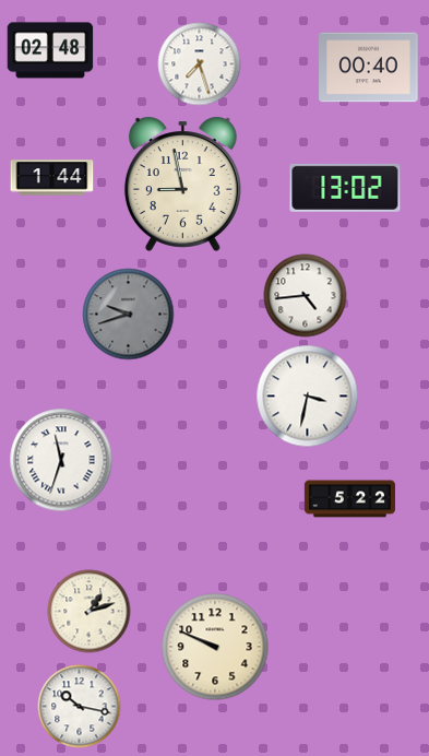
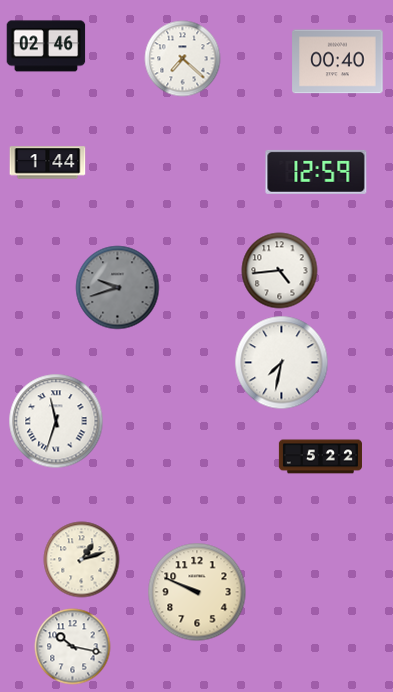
clock at (50, 50): 02:48 -> 02:46
clock at (200, 64): 7:27 -> 7:22
clock at (182, 184): 8:58 -> none
clock at (345, 188): 13:02 -> 12:59
clock at (308, 397): 3:32 -> 7:32
